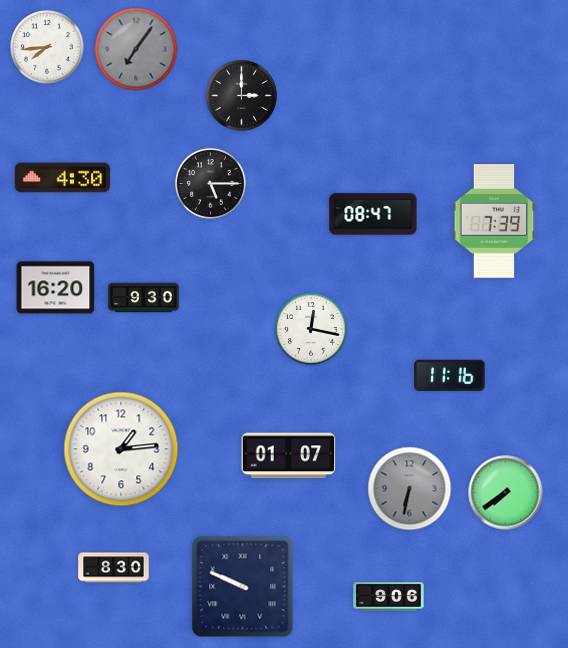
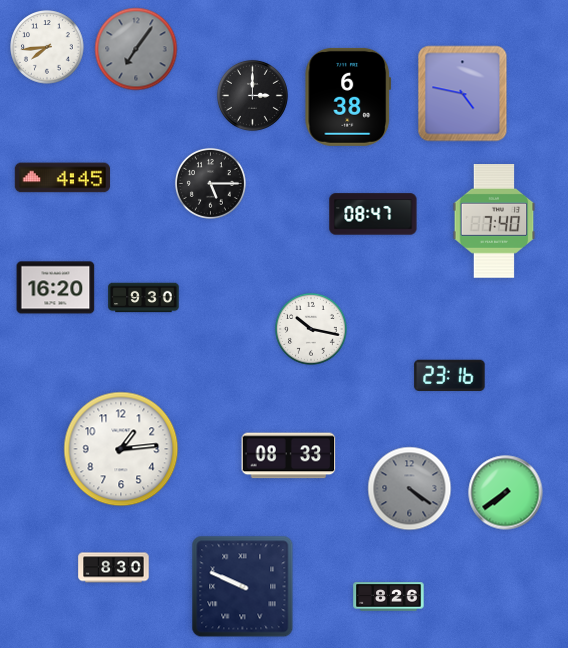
clock at (463, 94): none -> 4:47
clock at (241, 95) position: (241, 95) -> (252, 95)
clock at (348, 97): none -> 6:38
clock at (63, 178): 4:30 -> 4:45
clock at (494, 222): 7:39 -> 7:40
clock at (311, 329): 12:17 -> 10:17
clock at (450, 375): 11:16 -> 23:16
clock at (289, 456): 01:07 -> 08:33
clock at (410, 489): 6:32 -> 4:21
clock at (389, 597): 9:06 -> 8:26
